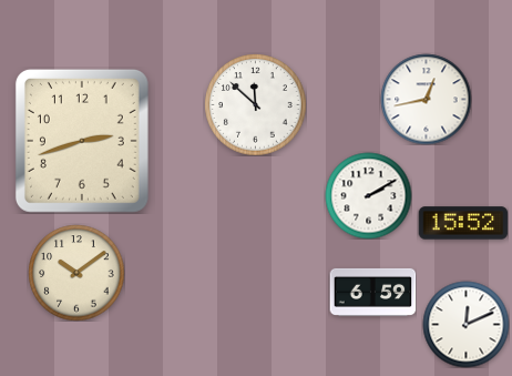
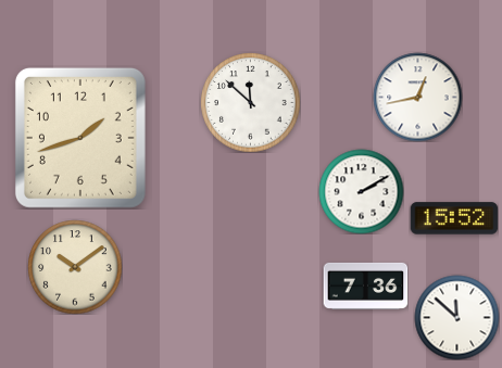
clock at (82, 141): 2:42 -> 1:42
clock at (372, 292): 6:59 -> 7:36
clock at (465, 324): 12:11 -> 11:52
